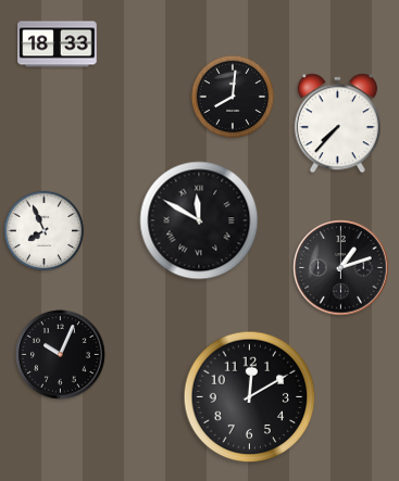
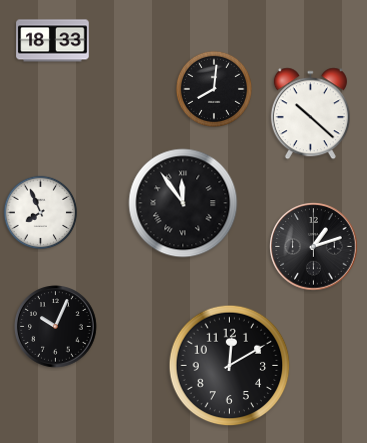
clock at (337, 124): 7:37 -> 10:22
clock at (199, 220): 11:50 -> 11:54
